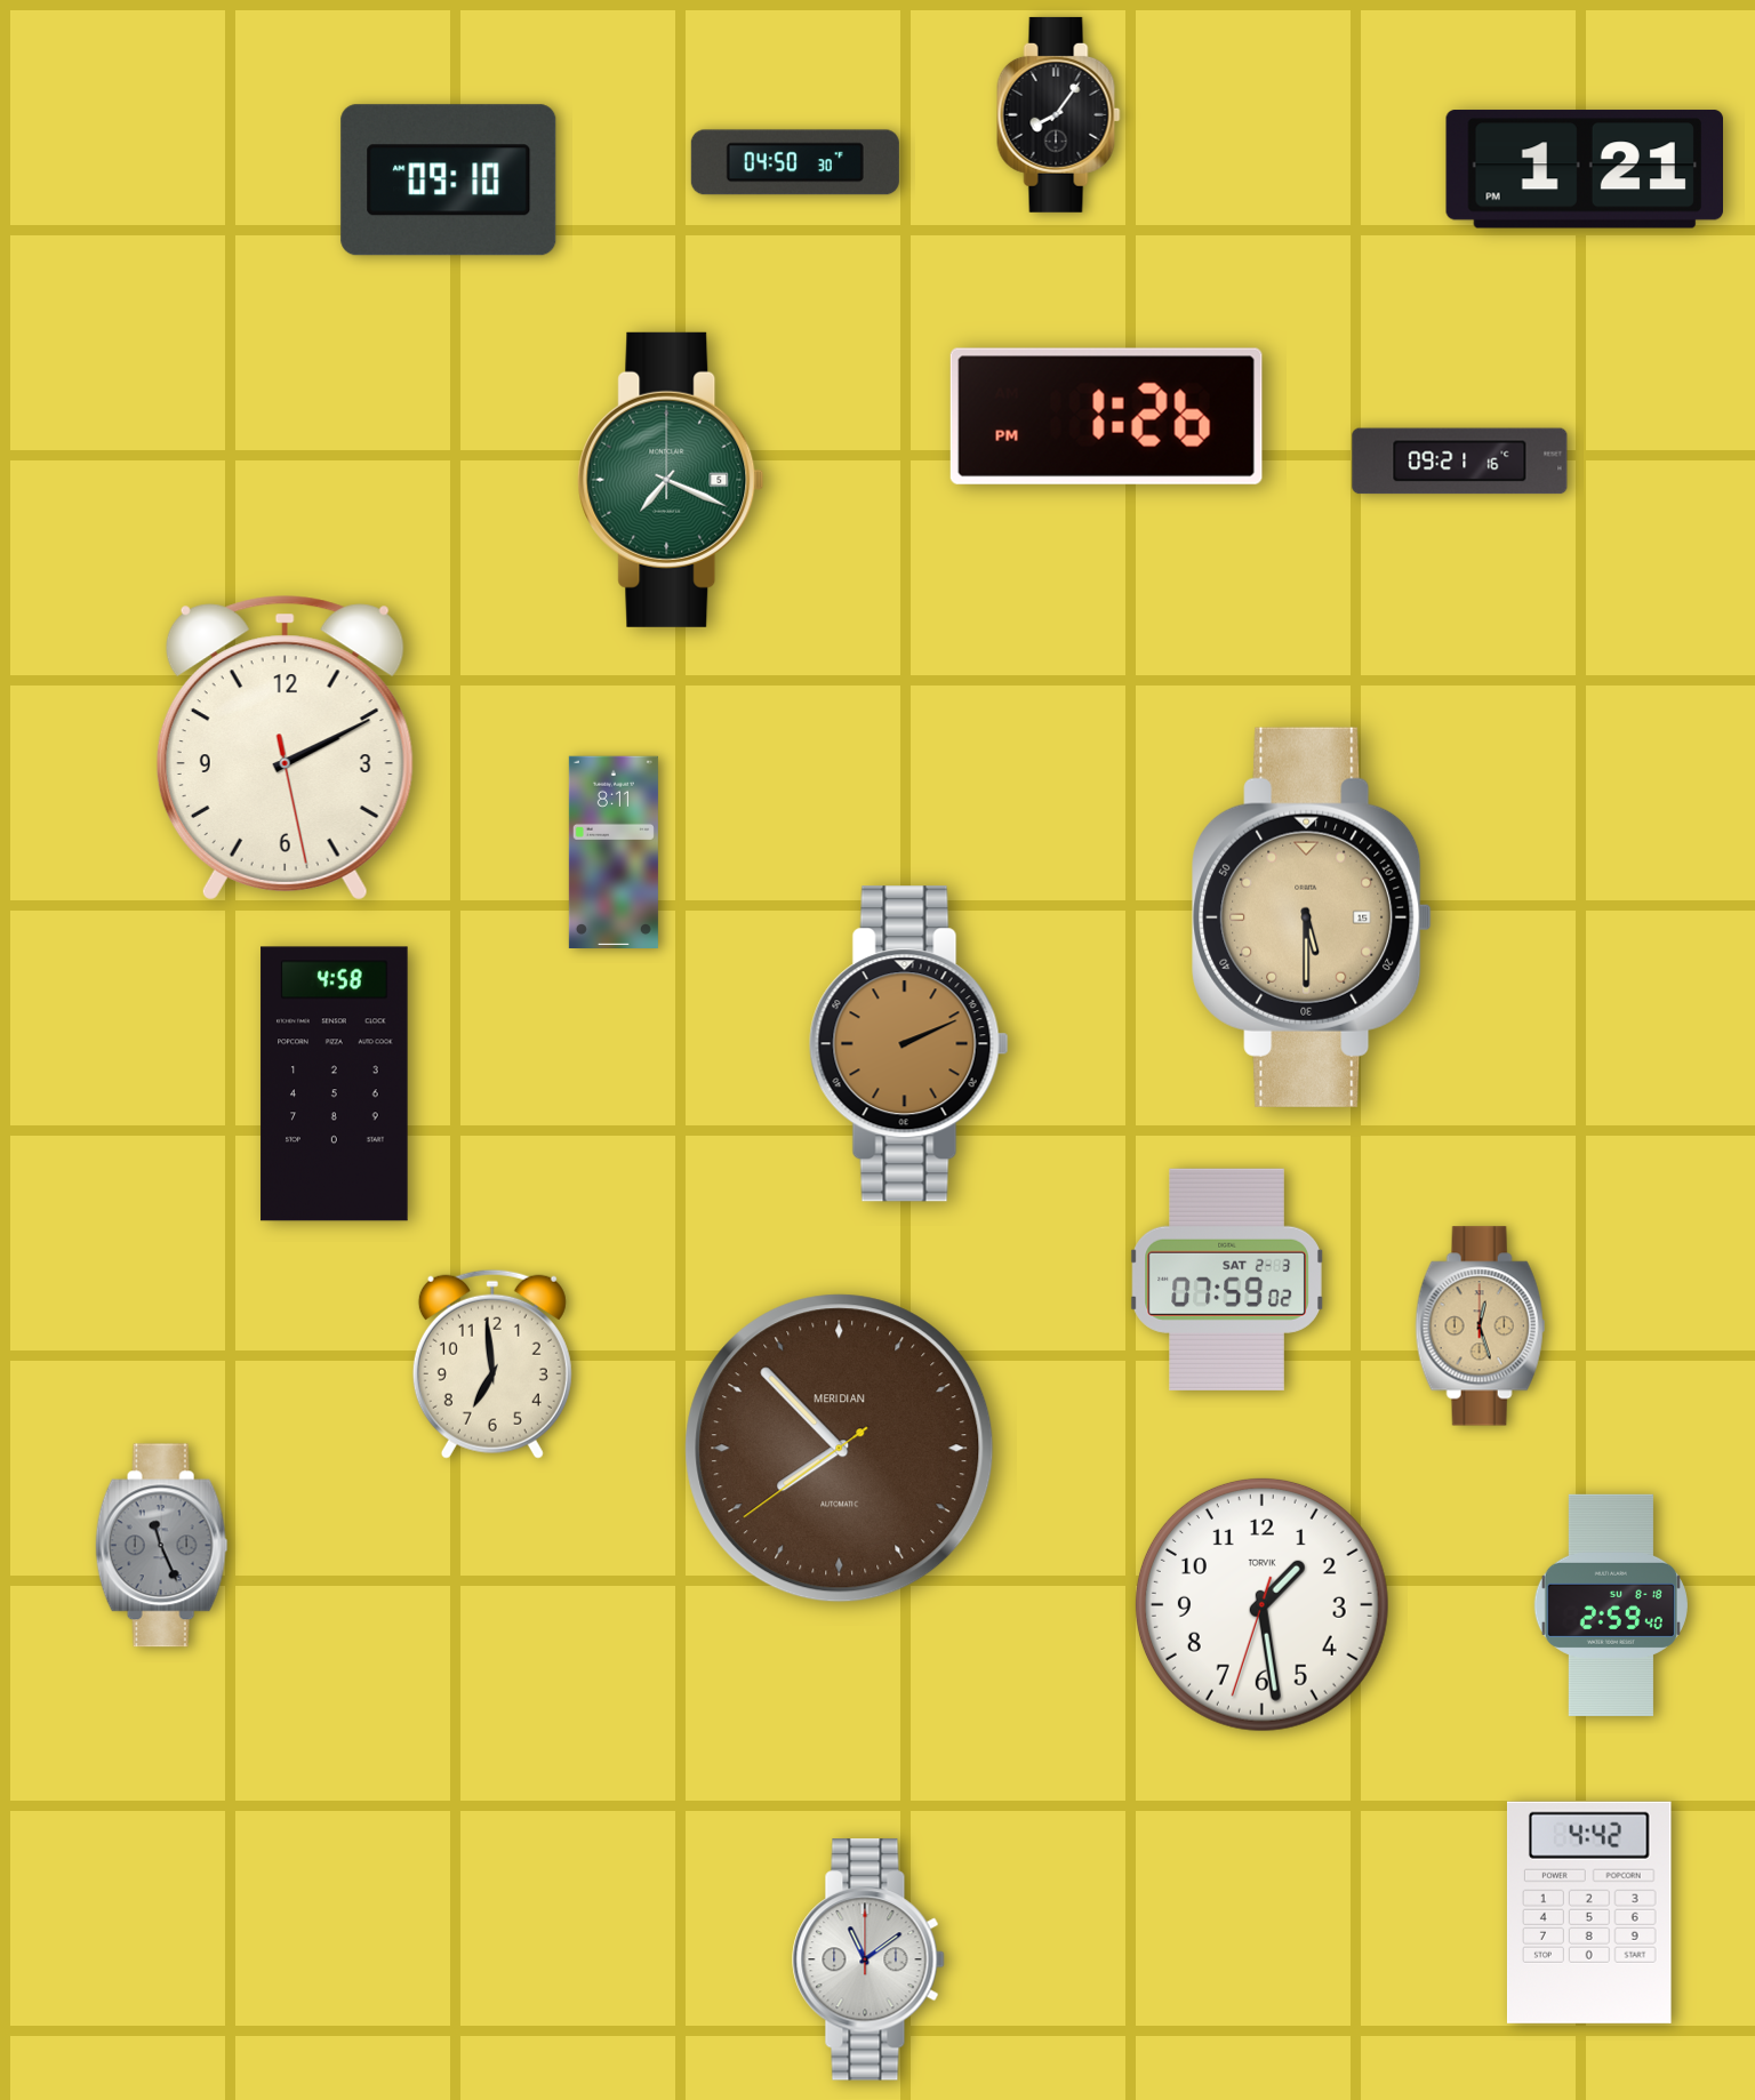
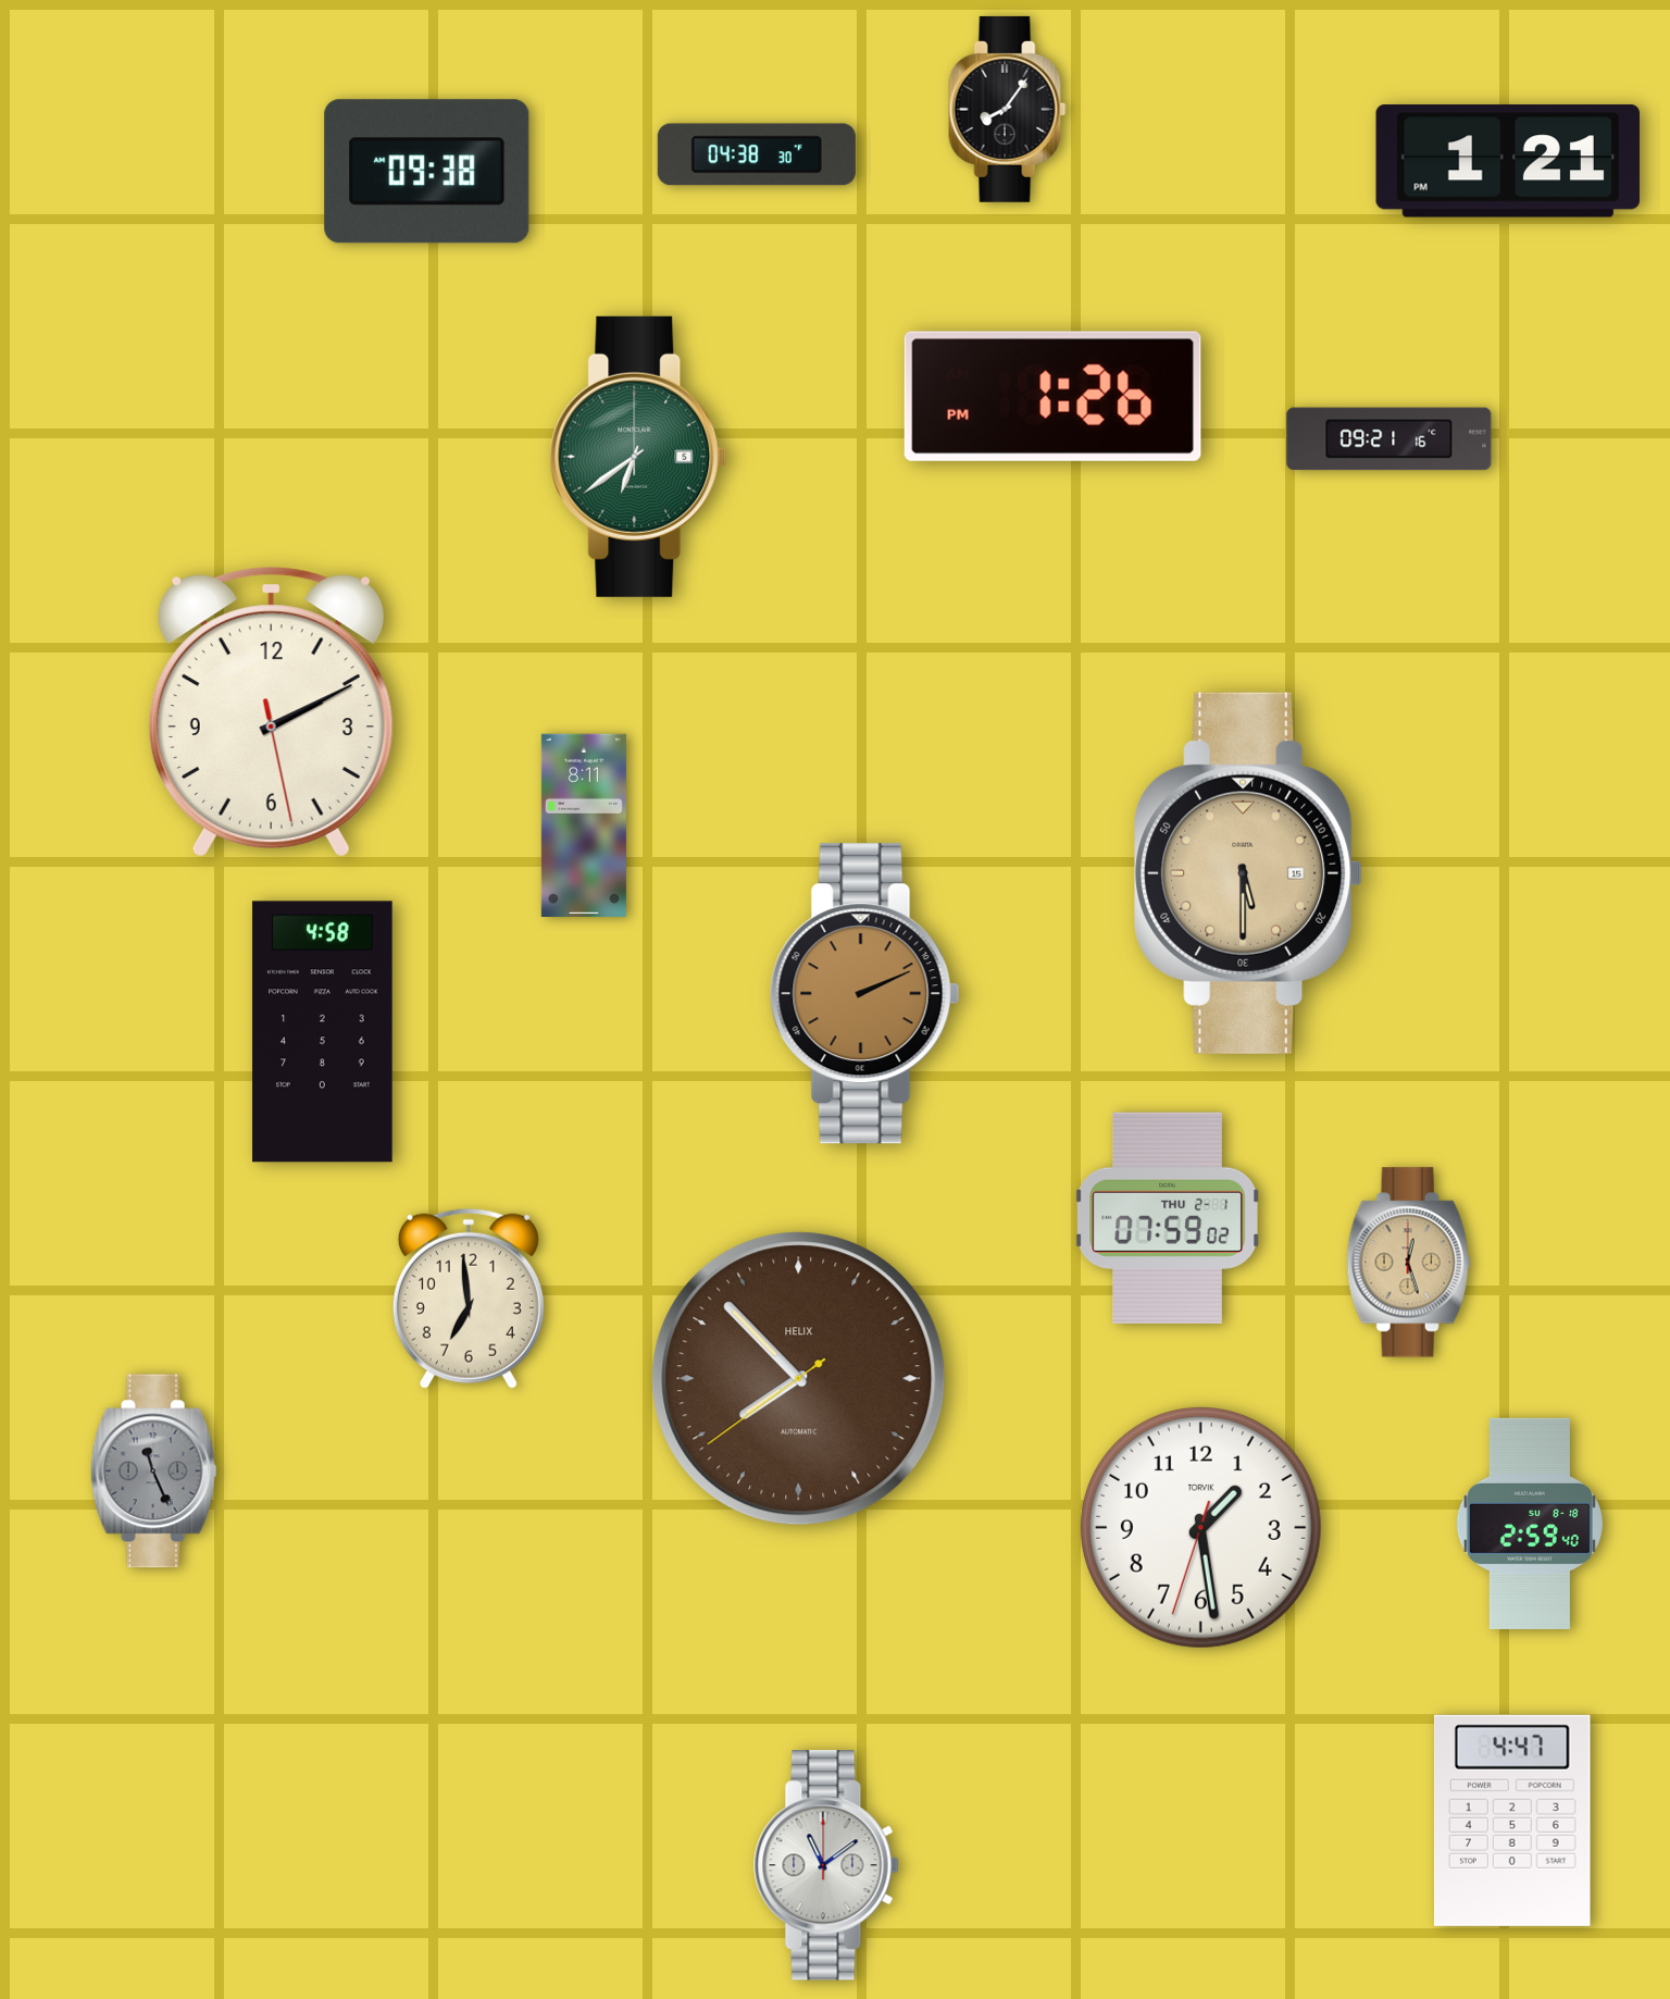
clock at (795, 162): 04:50 -> 04:38
clock at (449, 181): 09:10 -> 09:38
clock at (671, 480): 7:19 -> 6:39
clock at (614, 851) position: (614, 851) -> (584, 824)
clock at (335, 1084) position: (335, 1084) -> (323, 1032)
clock at (1227, 1280) date: SAT 2-3 -> THU 2-1
clock at (840, 1449) brand: MERIDIAN -> HELIX
clock at (1611, 1605) position: (1611, 1605) -> (1530, 1524)
clock at (1589, 1913): 4:42 -> 4:47
